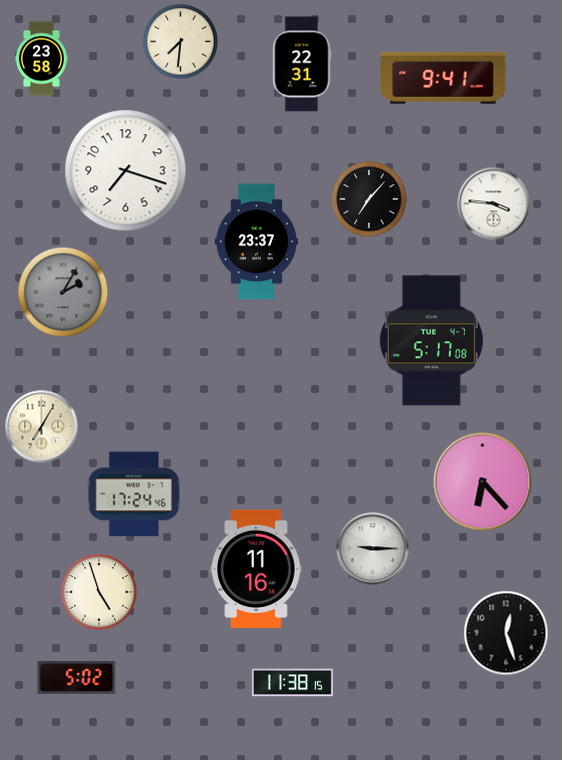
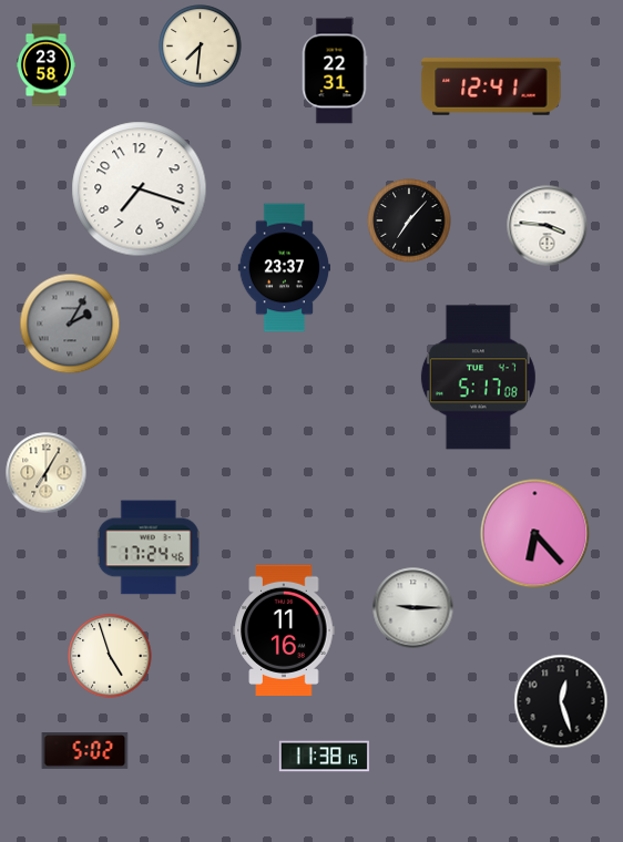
clock at (443, 79): 9:41 -> 12:41
